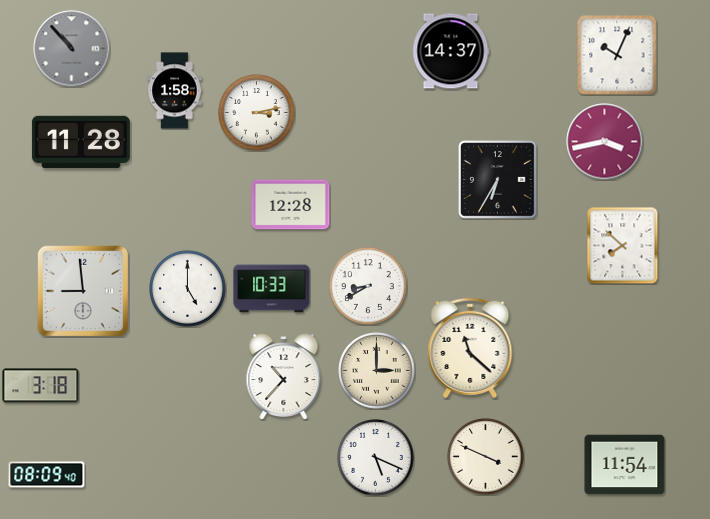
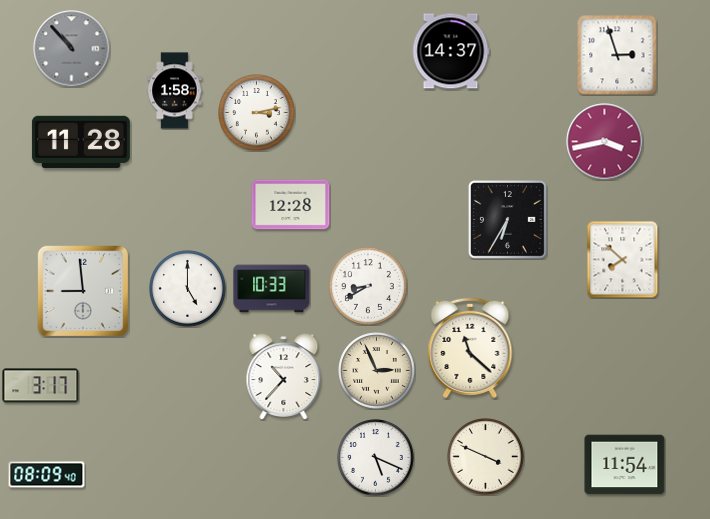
clock at (617, 55): 10:04 -> 2:57
clock at (498, 180) position: (498, 180) -> (508, 220)
clock at (623, 245) position: (623, 245) -> (623, 259)
clock at (377, 371): 3:00 -> 2:56
clock at (41, 386): 3:18 -> 3:17
